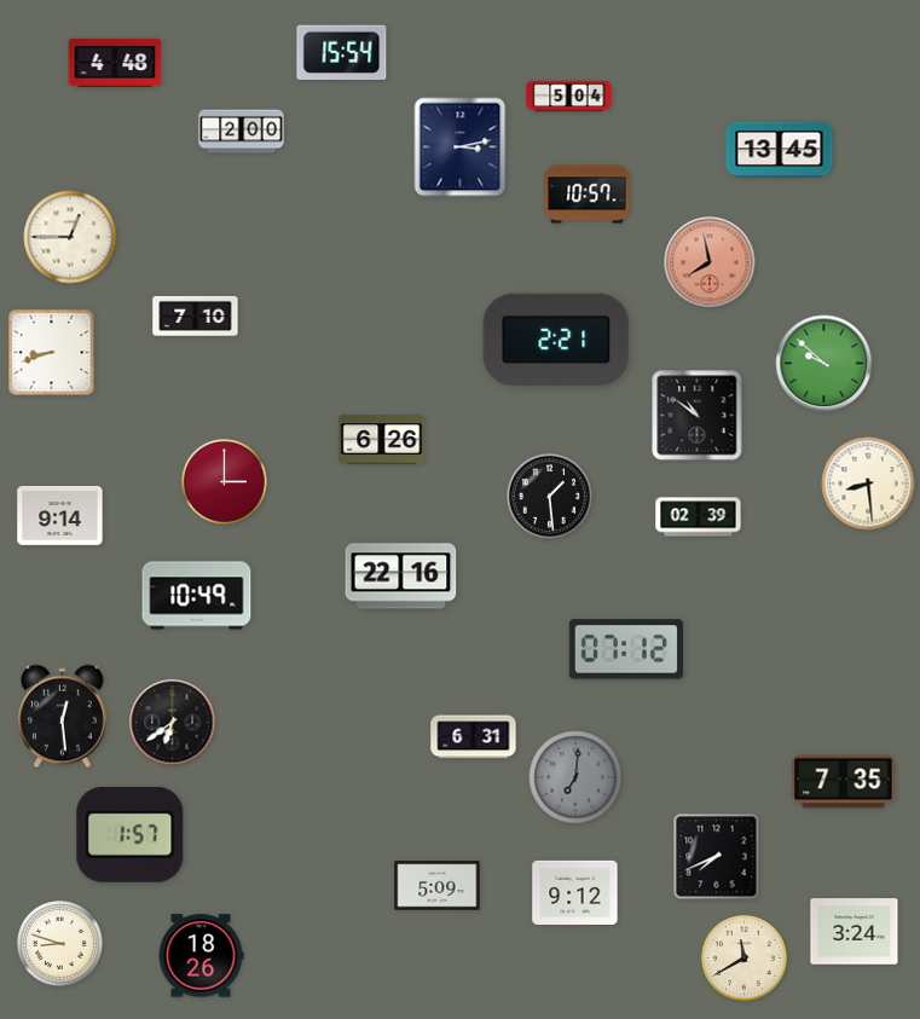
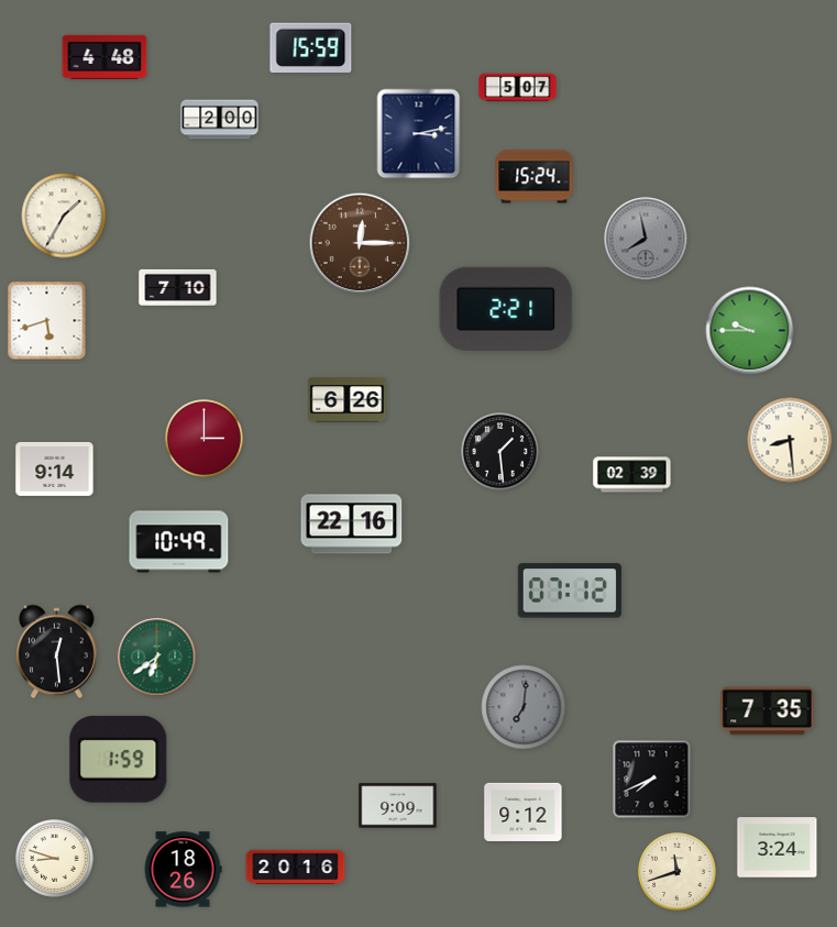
clock at (342, 52): 15:54 -> 15:59
clock at (569, 97): 5:04 -> 5:07
clock at (780, 150): 13:45 -> none
clock at (588, 195): 10:57 -> 15:24
clock at (70, 237): 12:45 -> 1:35
clock at (710, 262) dial: salmon -> grey
clock at (360, 243): none -> 12:15
clock at (52, 353): 8:42 -> 5:42
clock at (824, 364): 9:52 -> 9:45
clock at (698, 416): 10:51 -> none
clock at (699, 517) position: (699, 517) -> (632, 475)
clock at (401, 577) position: (401, 577) -> (352, 525)
clock at (173, 723) dial: black -> green
clock at (474, 737): 6:31 -> none
clock at (131, 834): 1:57 -> 1:59
clock at (438, 886): 5:09 -> 9:09
clock at (296, 868): none -> 20:16
clock at (745, 959): 11:40 -> 11:42
